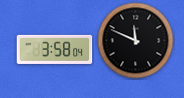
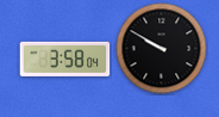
clock at (136, 41): 11:49 -> 9:50
